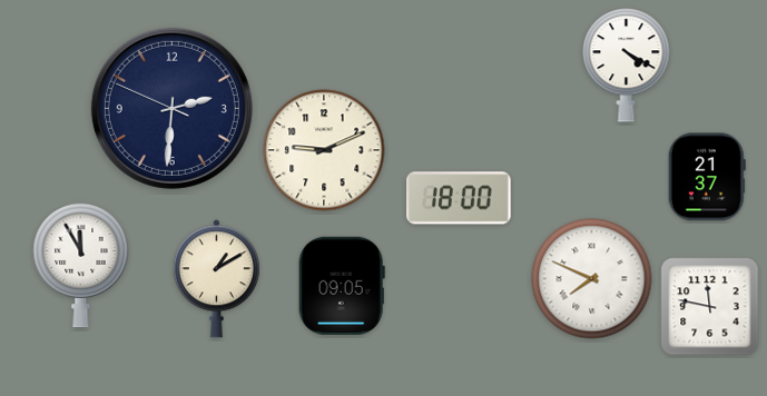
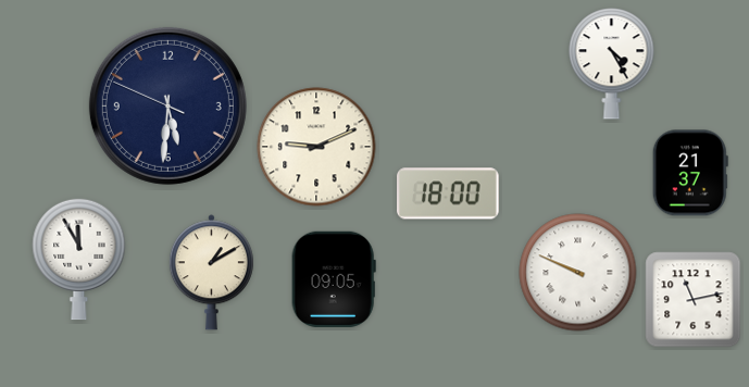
clock at (627, 66): 4:20 -> 4:25
clock at (171, 108): 2:30 -> 5:30
clock at (592, 279): 7:49 -> 9:49
clock at (710, 307): 11:47 -> 11:13
